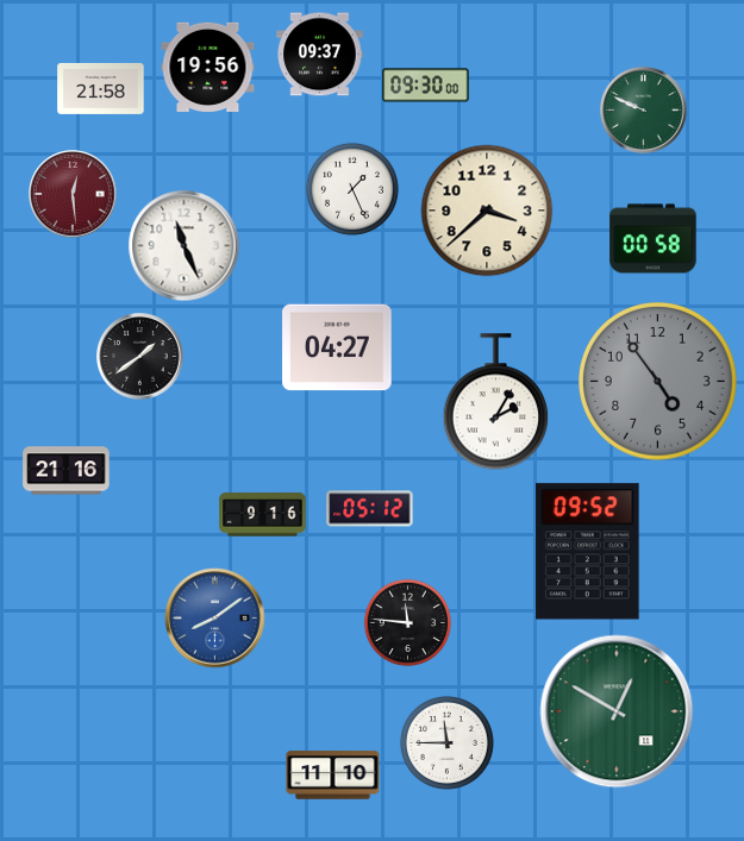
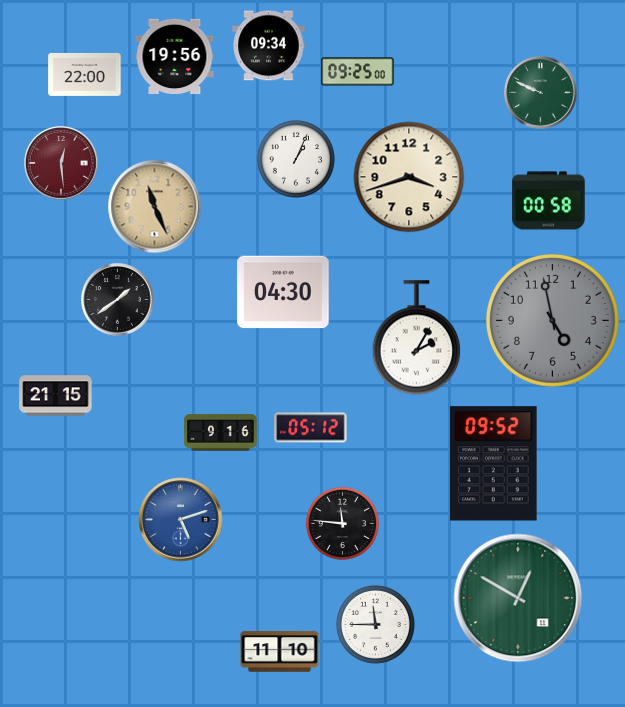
clock at (320, 55): 09:37 -> 09:34
clock at (426, 86): 09:30 -> 09:25
clock at (101, 88): 21:58 -> 22:00
clock at (352, 189): 1:26 -> 1:04
clock at (487, 211): 3:38 -> 3:42
clock at (185, 246) dial: white -> champagne
clock at (337, 347): 04:27 -> 04:30
clock at (657, 381): 4:54 -> 4:58
clock at (67, 471): 21:16 -> 21:15
clock at (215, 619): 8:09 -> 5:12
